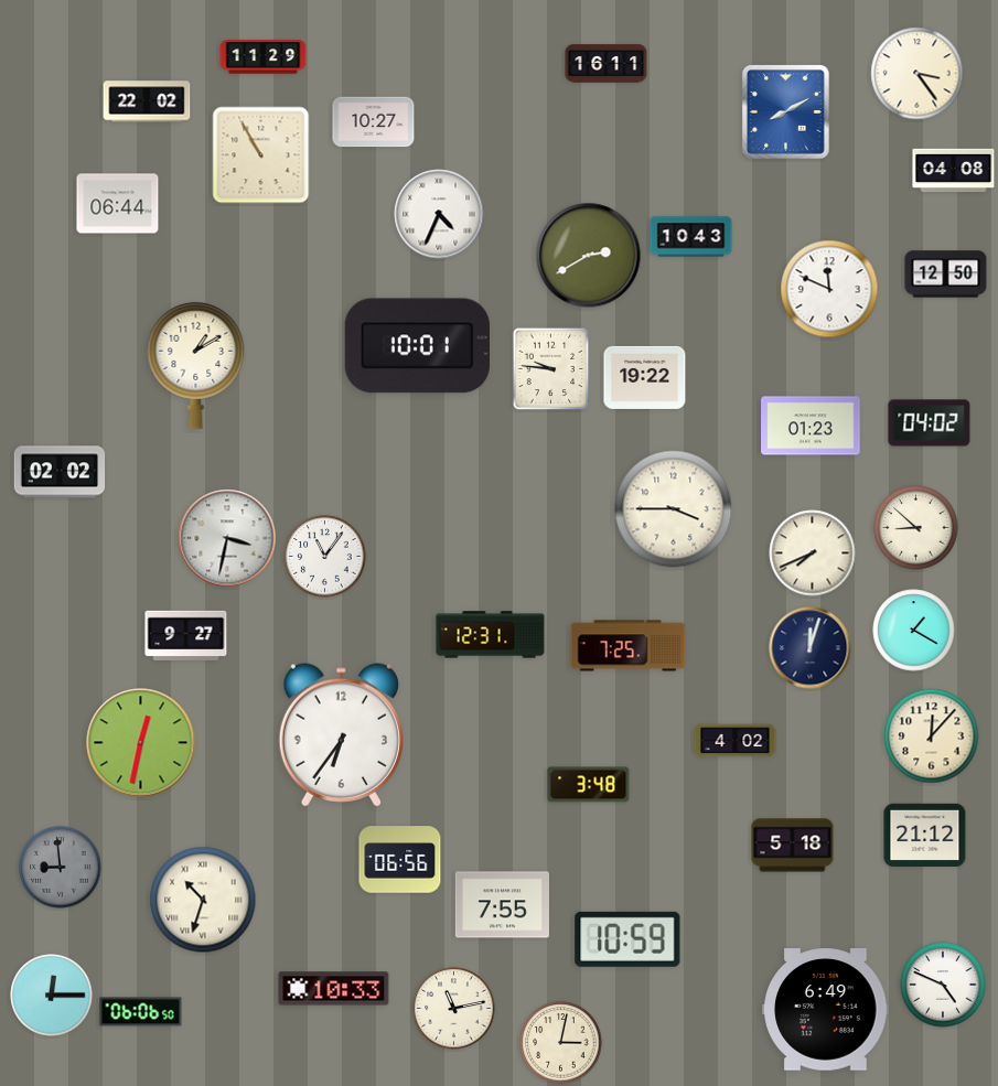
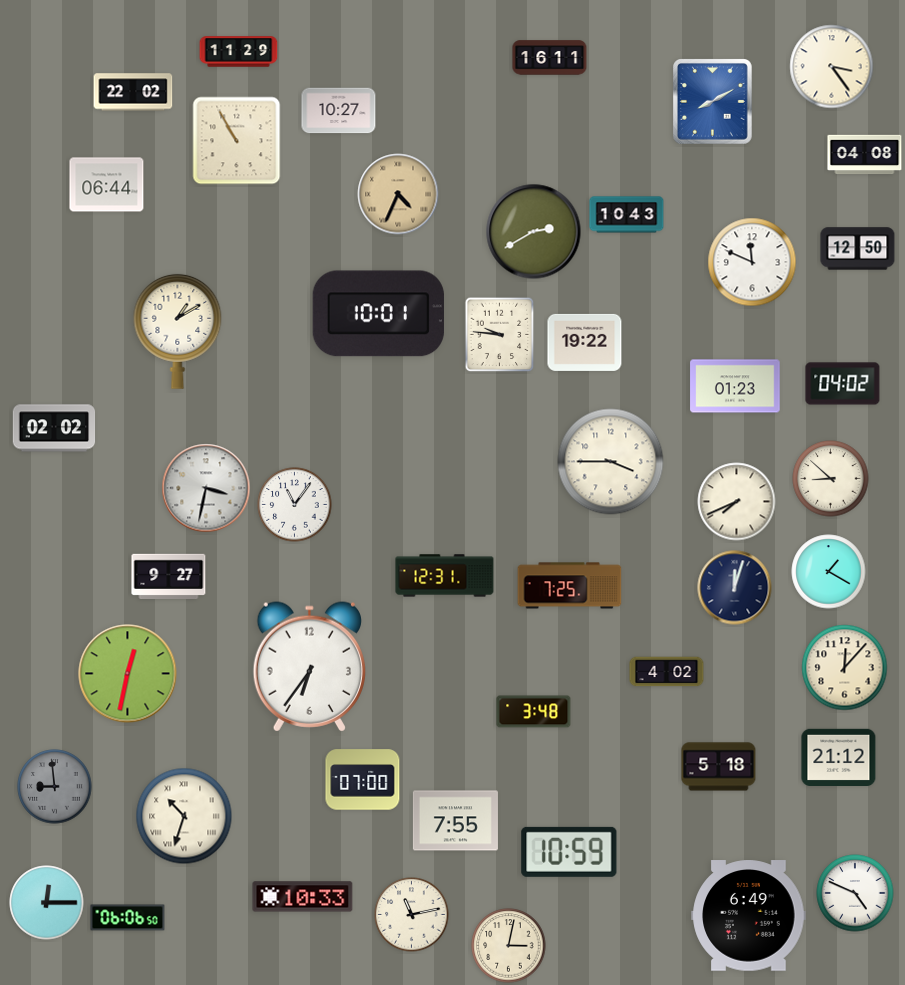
clock at (439, 214) dial: white -> champagne
clock at (400, 860): 06:56 -> 07:00
